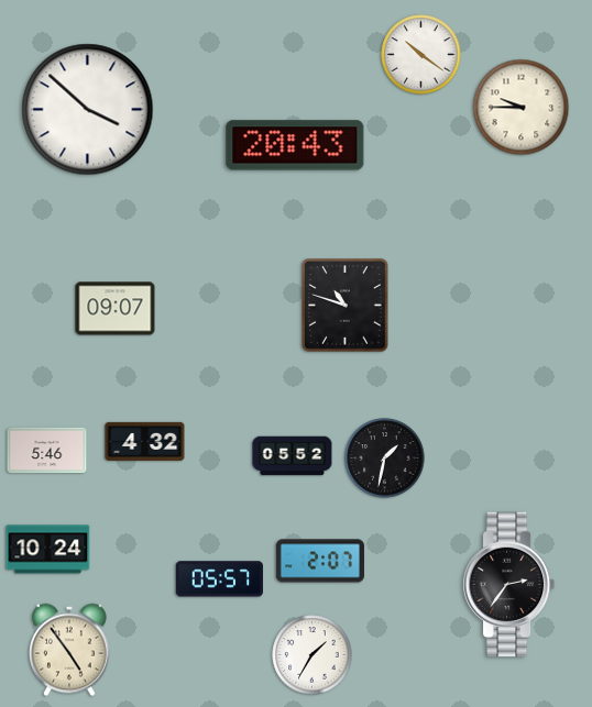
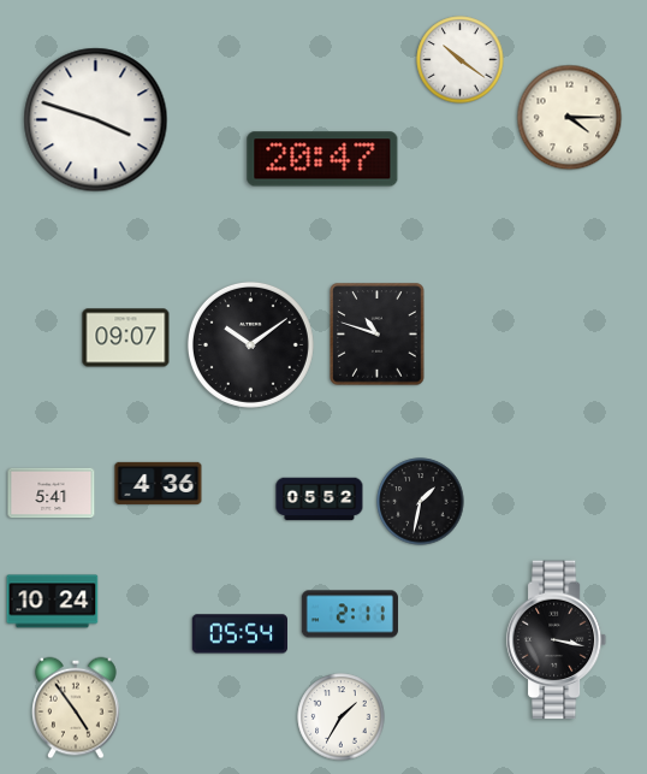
clock at (522, 108): 9:45 -> 4:15
clock at (88, 110): 3:52 -> 3:48
clock at (295, 145): 20:43 -> 20:47
clock at (250, 344): none -> 10:09
clock at (145, 441): 4:32 -> 4:36
clock at (47, 451): 5:46 -> 5:41
clock at (320, 561): 2:07 -> 2:11
clock at (219, 579): 05:57 -> 05:54
clock at (509, 585): 2:36 -> 3:17
clock at (69, 650) position: (69, 650) -> (76, 708)
